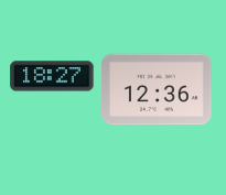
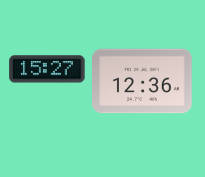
clock at (52, 76): 18:27 -> 15:27
